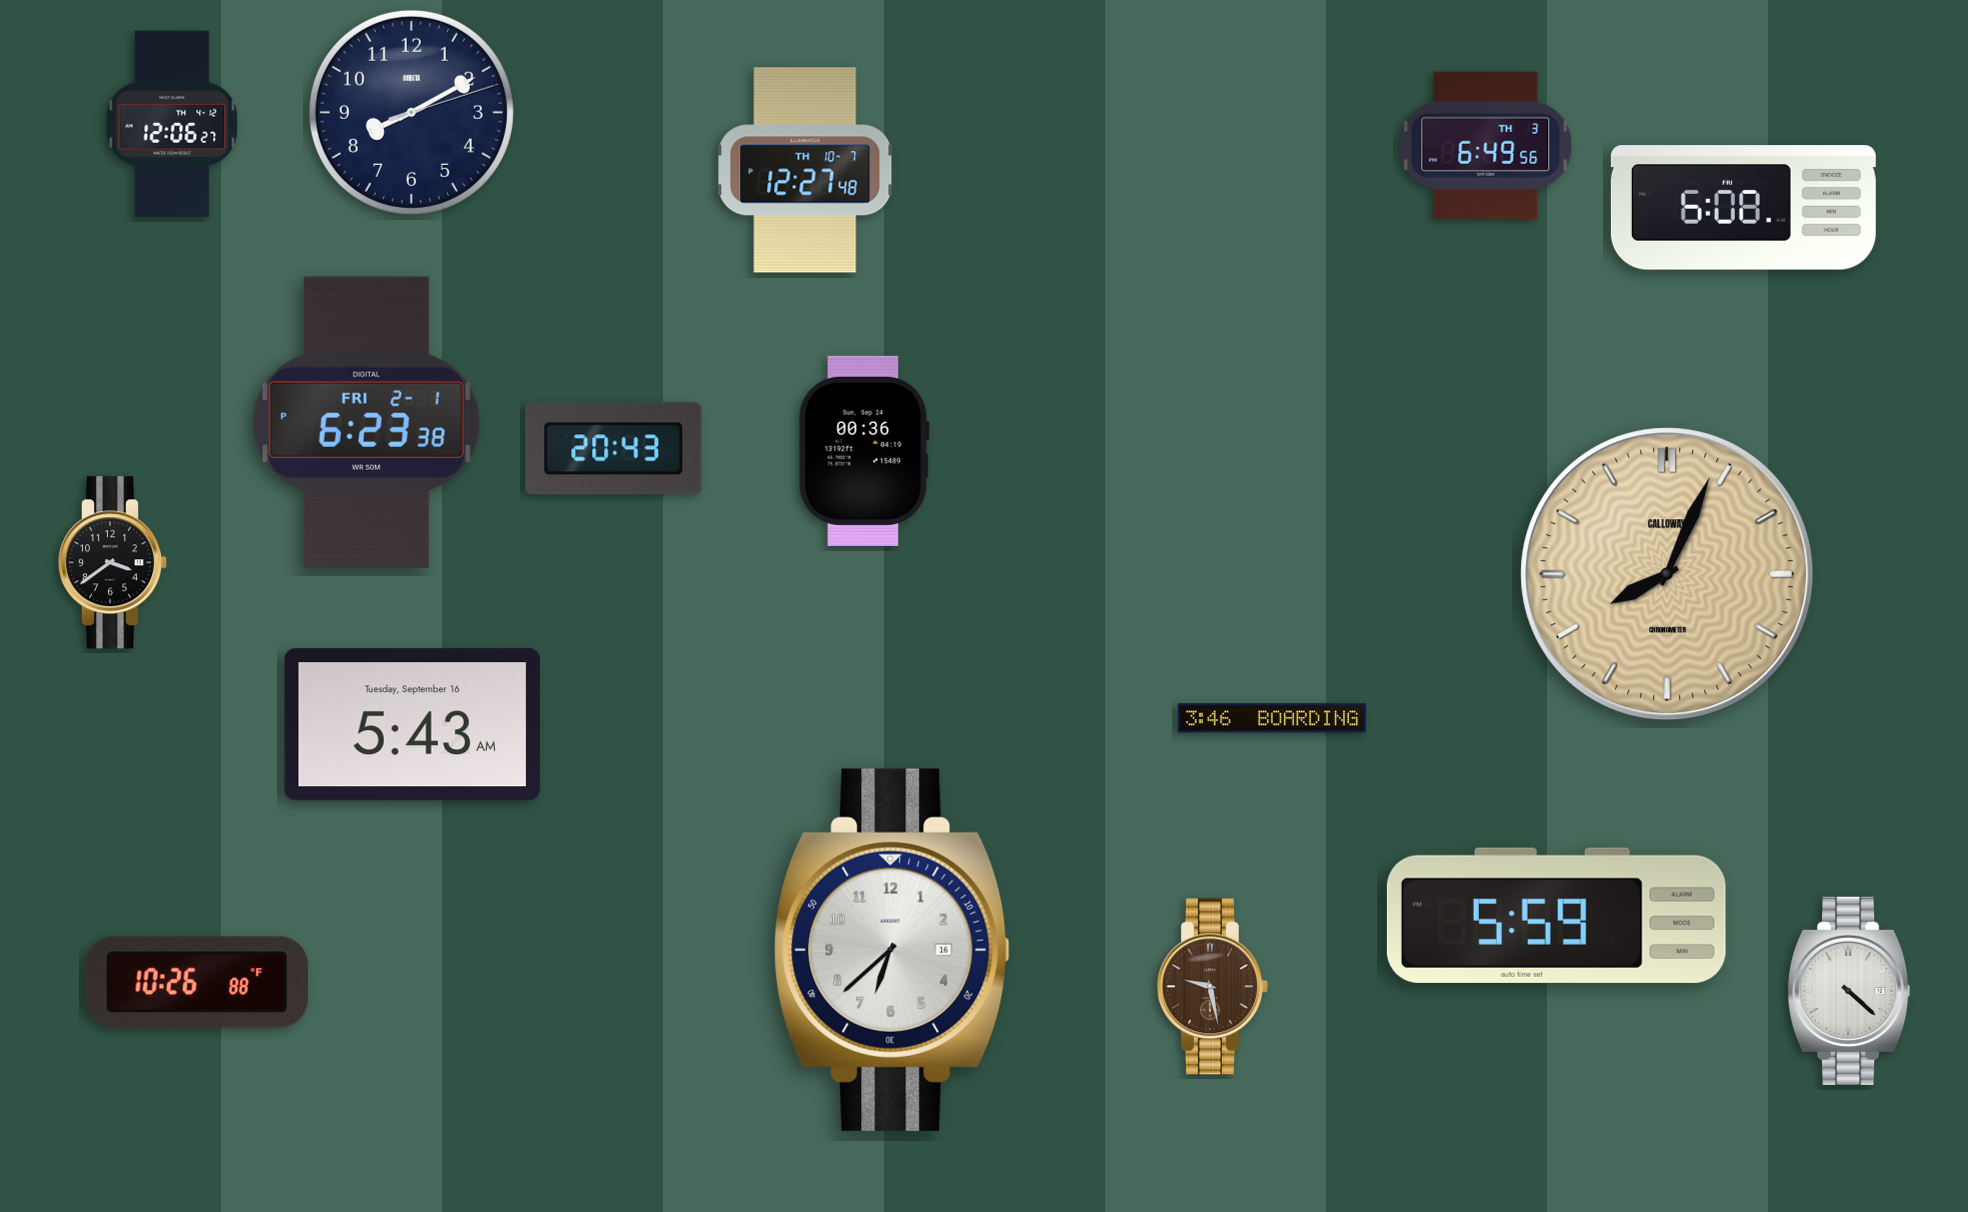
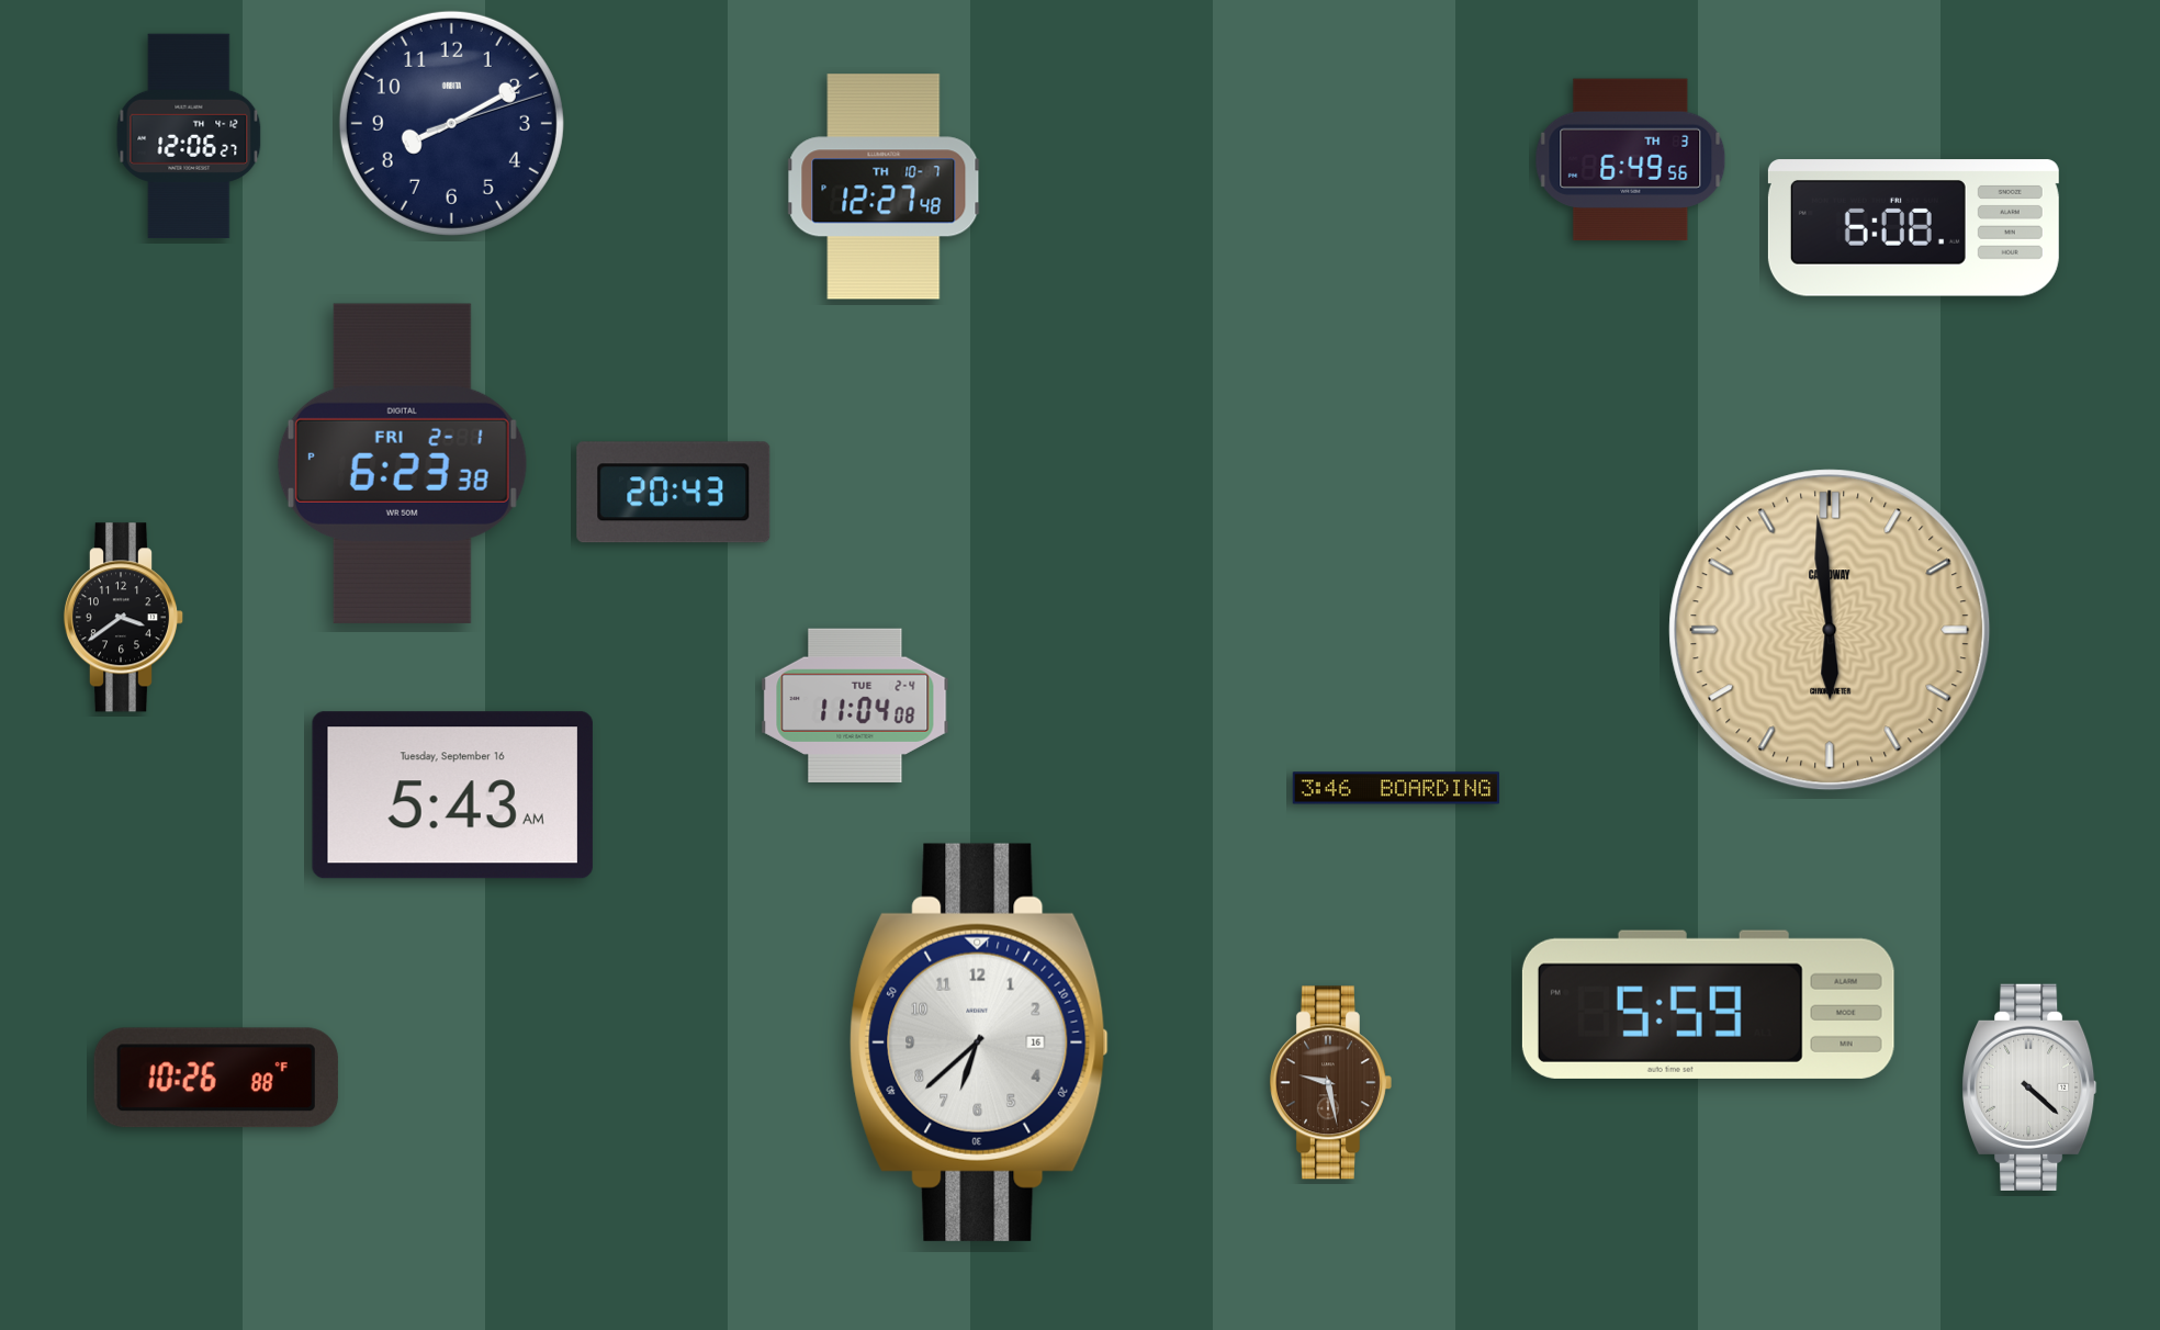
clock at (864, 451): 00:36 -> none
clock at (1667, 574): 8:04 -> 5:59
clock at (855, 706): none -> 11:04
